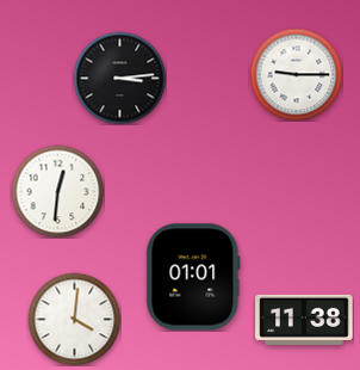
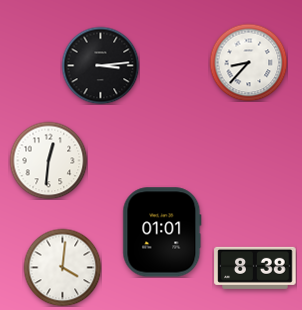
clock at (296, 74): 9:15 -> 8:37
clock at (304, 320): 11:38 -> 8:38
